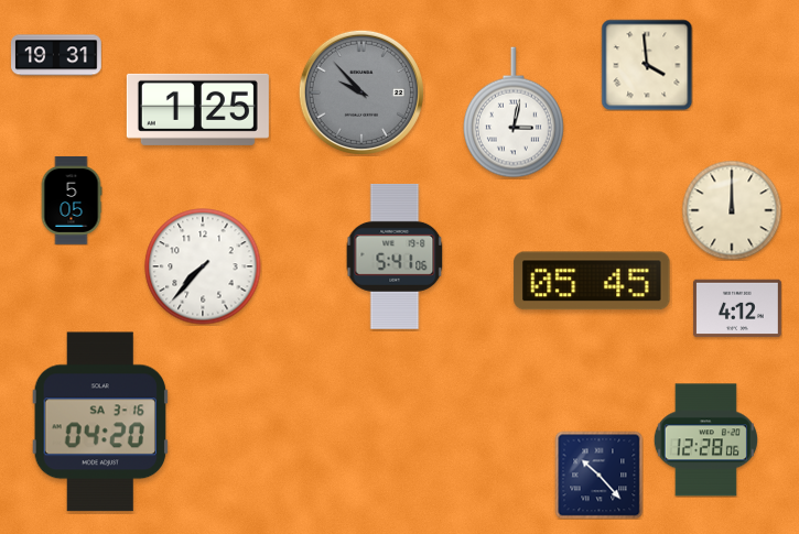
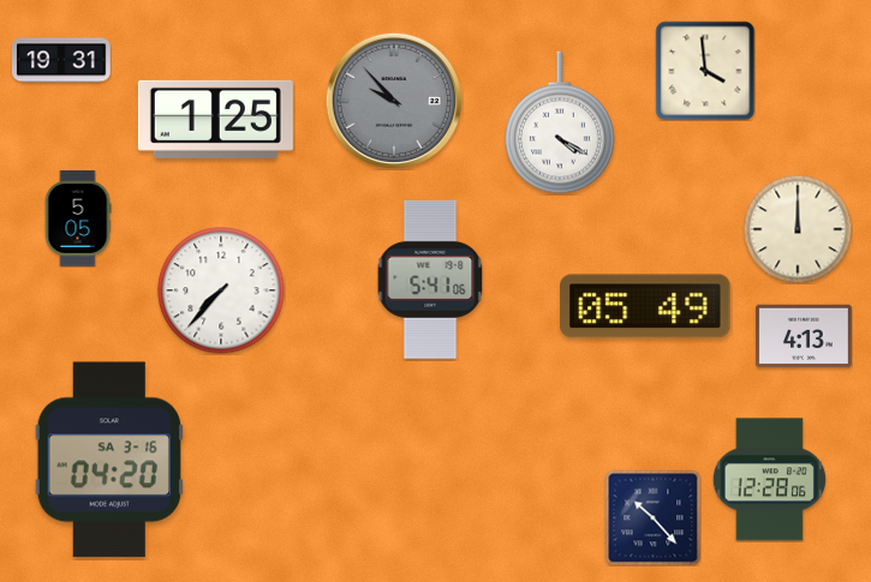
clock at (514, 112): 3:02 -> 4:20
clock at (592, 281): 05:45 -> 05:49
clock at (737, 308): 4:12 -> 4:13
